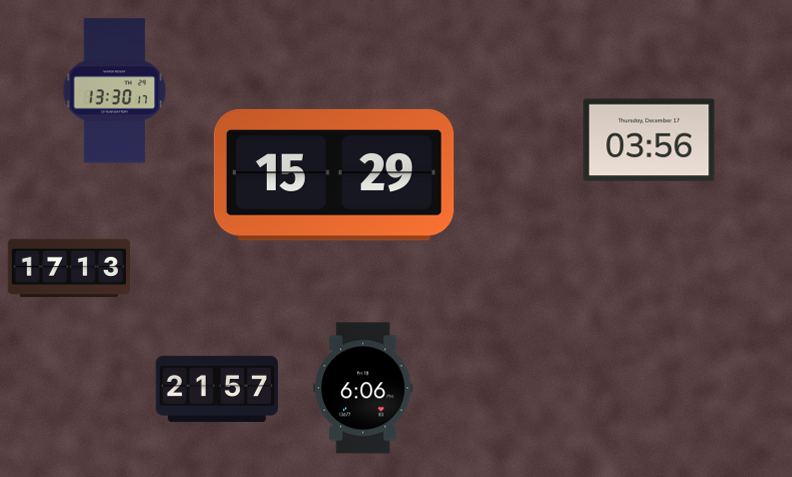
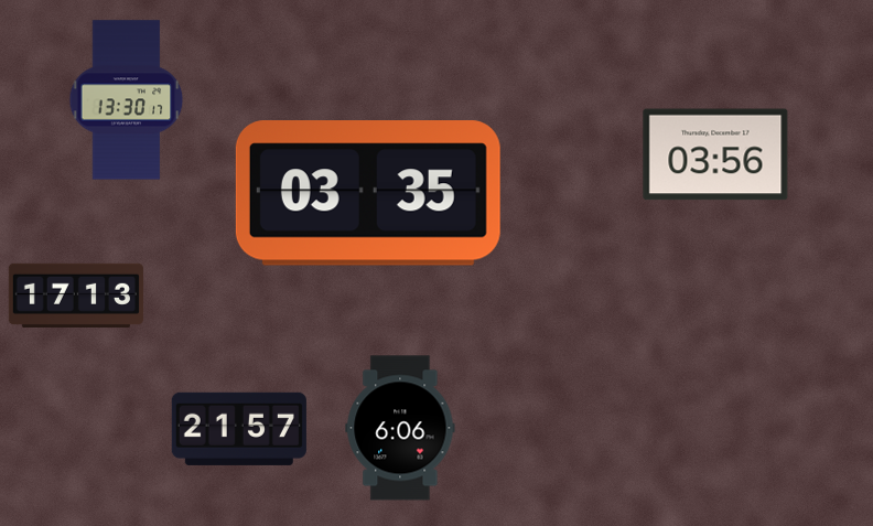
clock at (334, 176): 15:29 -> 03:35
